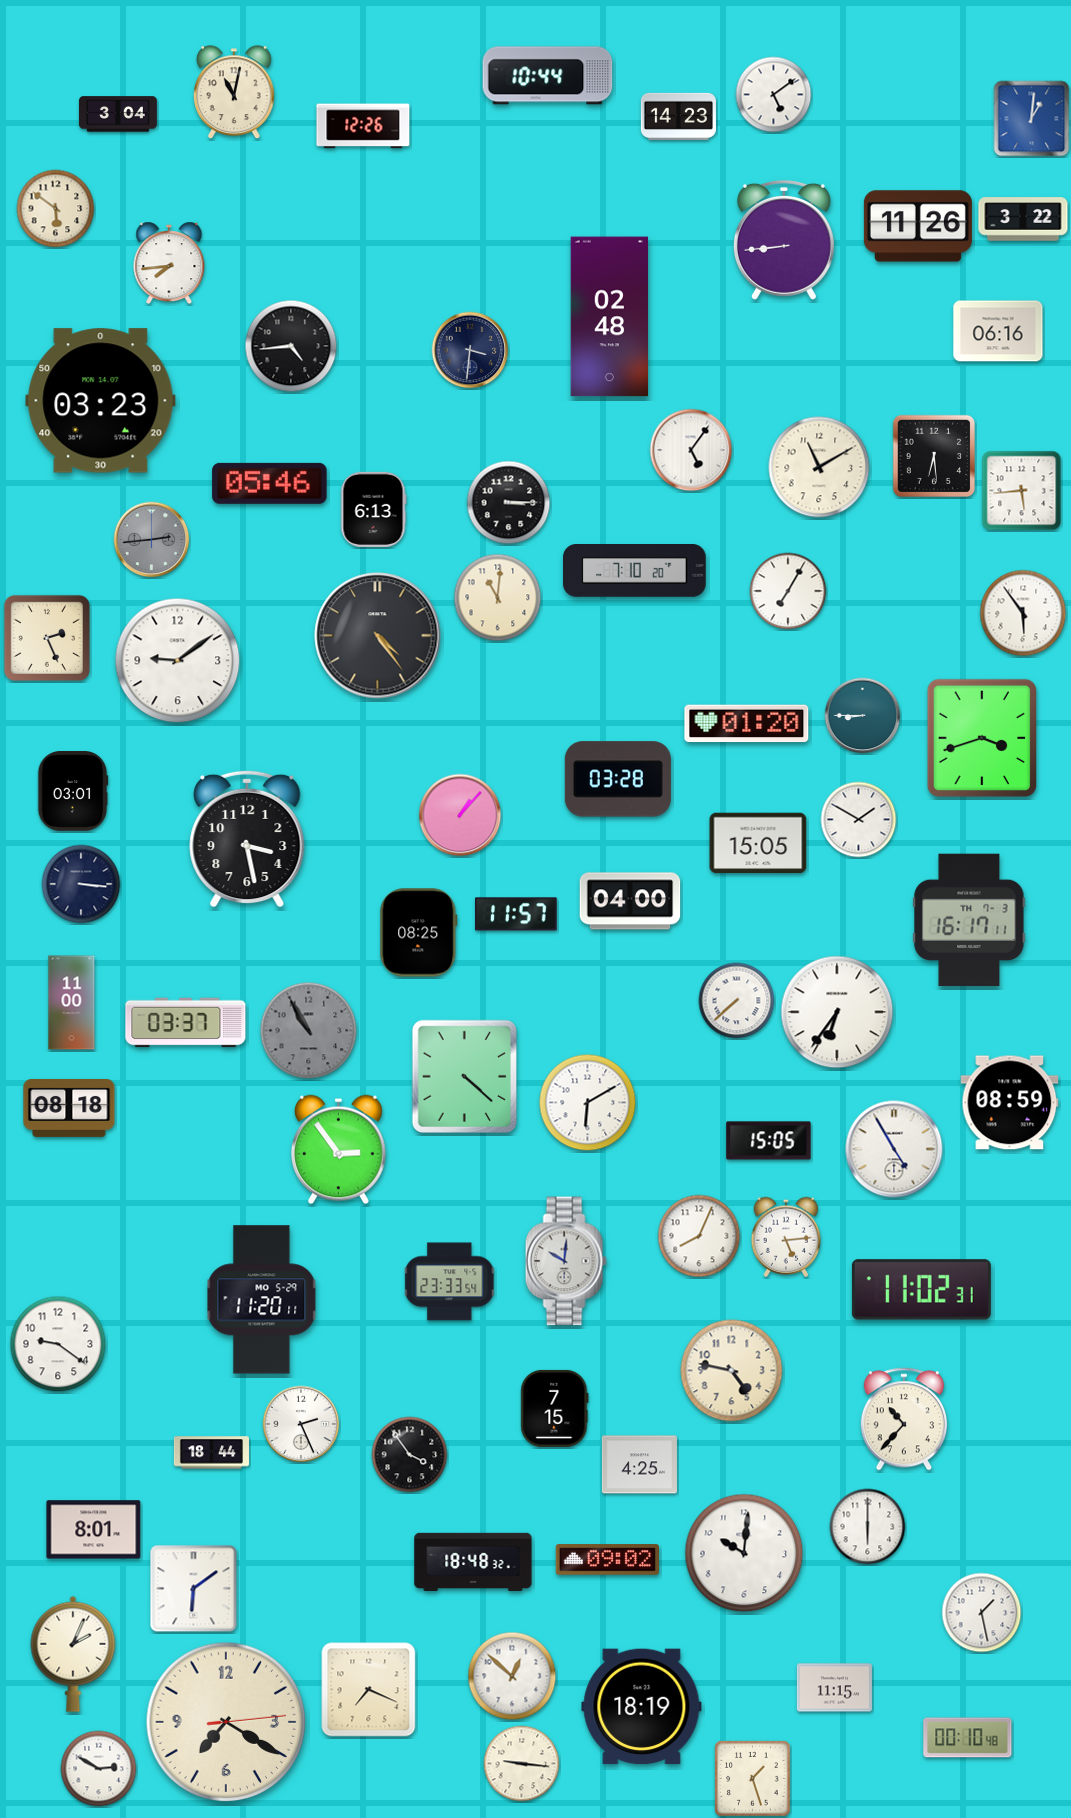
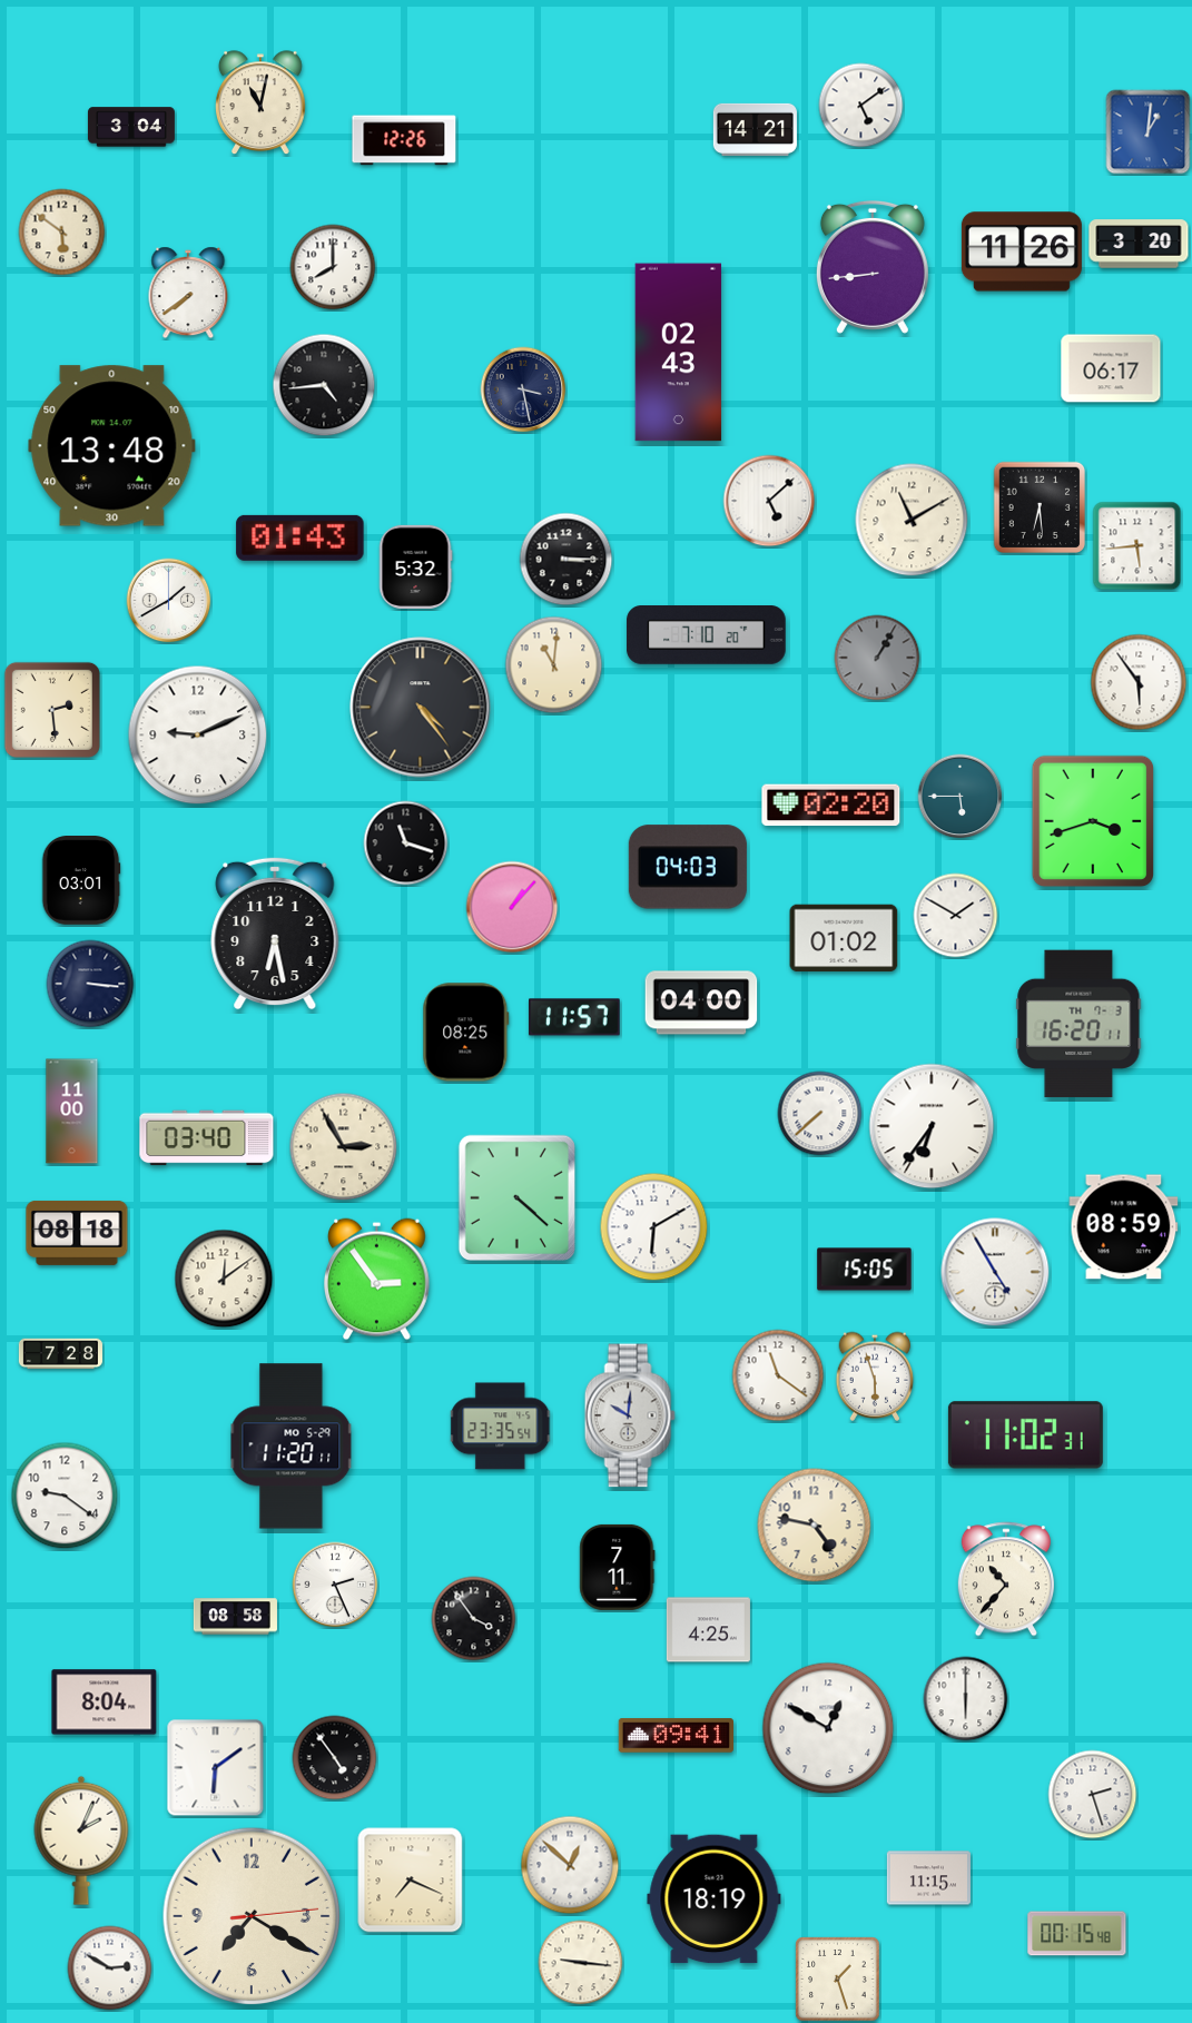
clock at (548, 76): 10:44 -> none
clock at (678, 116): 14:23 -> 14:21
clock at (1023, 219): 3:22 -> 3:20
clock at (333, 267): none -> 8:00
clock at (169, 263): 7:44 -> 7:39
clock at (610, 317): 02:48 -> 02:43
clock at (998, 331): 06:16 -> 06:17
clock at (470, 350): 3:31 -> 3:28
clock at (101, 401): 03:23 -> 13:48
clock at (691, 450): 5:06 -> 5:08
clock at (270, 483): 05:46 -> 01:43
clock at (373, 509): 6:13 -> 5:32
clock at (152, 540): 2:44 -> 1:40
clock at (152, 540) dial: grey -> white
clock at (788, 591): 7:05 -> 1:05
clock at (788, 591) dial: white -> grey
clock at (47, 638): 2:26 -> 2:29
clock at (178, 661): 9:09 -> 9:11
clock at (863, 716): 8:45 -> 5:45
clock at (747, 724): 01:20 -> 02:20
clock at (406, 843): none -> 11:18
clock at (618, 779): 03:28 -> 04:03
clock at (859, 820) position: (859, 820) -> (956, 916)
clock at (247, 839): 3:28 -> 6:28
clock at (758, 843): 15:05 -> 01:02
clock at (969, 920): 16:17 -> 16:20
clock at (419, 933) position: (419, 933) -> (466, 1033)
clock at (72, 1003) position: (72, 1003) -> (72, 1112)
clock at (186, 1023): 03:37 -> 03:40
clock at (309, 1031): 10:55 -> 2:55
clock at (309, 1031) dial: grey -> cream
clock at (769, 1141) position: (769, 1141) -> (865, 1270)
clock at (224, 1279): none -> 12:09
clock at (894, 1149) position: (894, 1149) -> (995, 1272)
clock at (60, 1354): none -> 7:28
clock at (699, 1236): 8:04 -> 11:21
clock at (786, 1237): 5:14 -> 5:57
clock at (566, 1261) position: (566, 1261) -> (630, 1415)
clock at (450, 1282): 23:33 -> 23:35
clock at (555, 1408): 7:15 -> 7:11
clock at (211, 1453): 18:44 -> 08:58
clock at (410, 1455) position: (410, 1455) -> (474, 1619)
clock at (639, 1465) position: (639, 1465) -> (708, 1630)
clock at (94, 1530): 8:01 -> 8:04
clock at (744, 1553): 10:01 -> 12:50
clock at (607, 1560): 09:02 -> 09:41
clock at (473, 1561): 18:48 -> none
clock at (335, 1758): none -> 4:54
clock at (982, 1613): 1:28 -> 2:27
clock at (968, 1738): 00:10 -> 00:15
